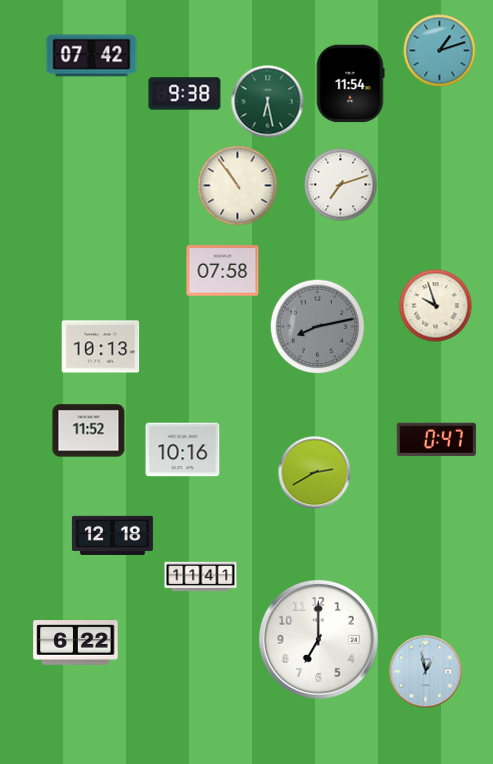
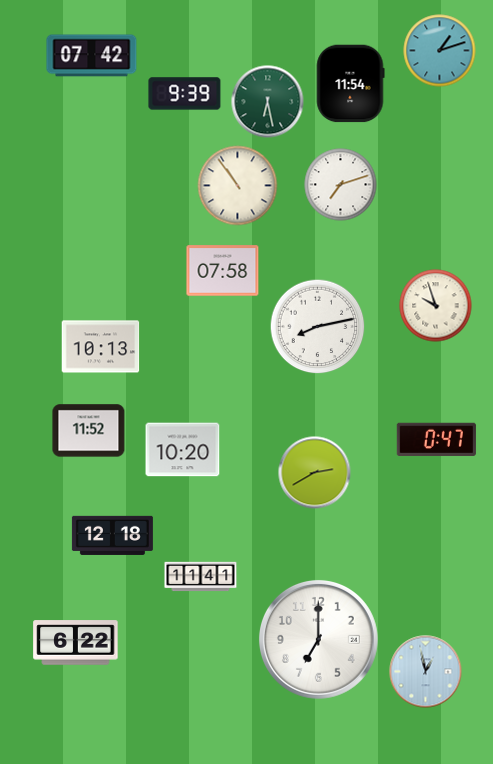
clock at (185, 94): 9:38 -> 9:39
clock at (318, 327) dial: grey -> white
clock at (183, 450): 10:16 -> 10:20
